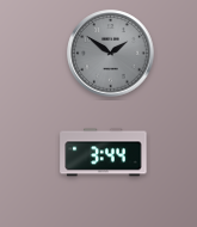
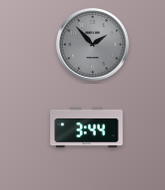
clock at (111, 54): 1:51 -> 1:53
